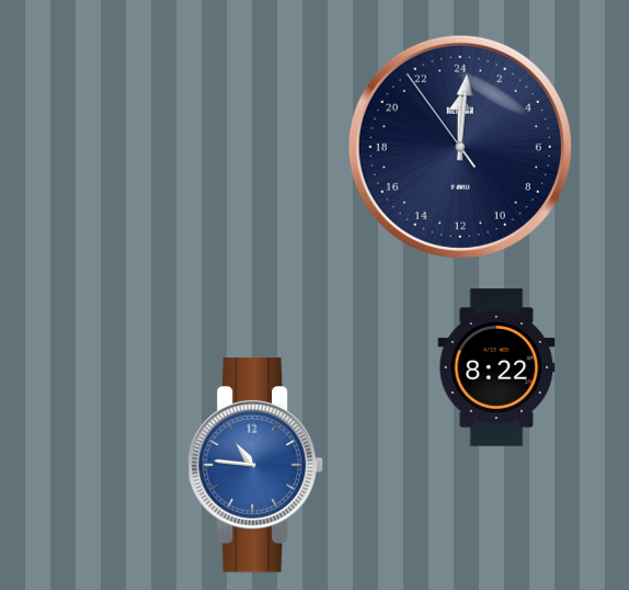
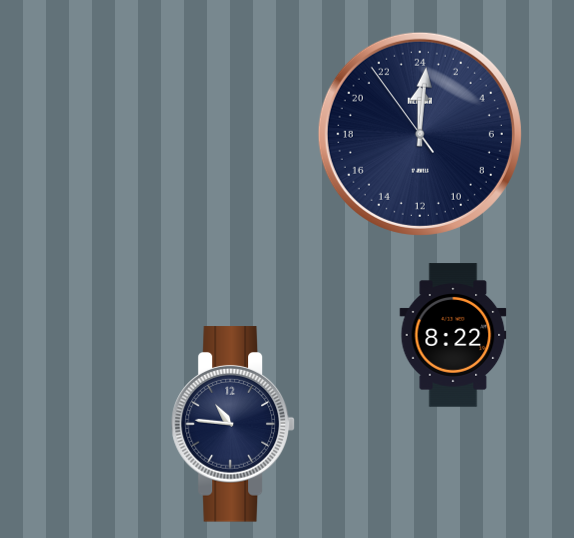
clock at (255, 465) dial: blue -> navy
